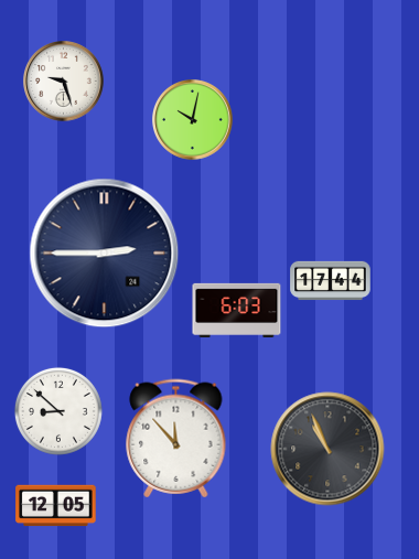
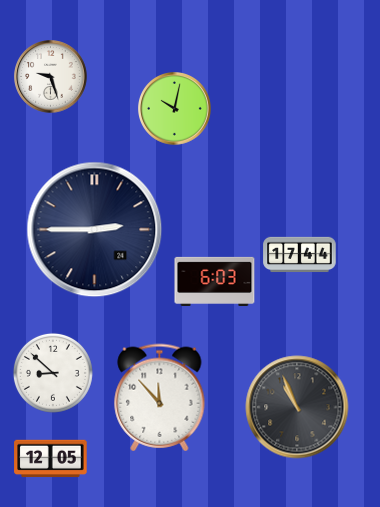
clock at (64, 82) position: (64, 82) -> (51, 77)
